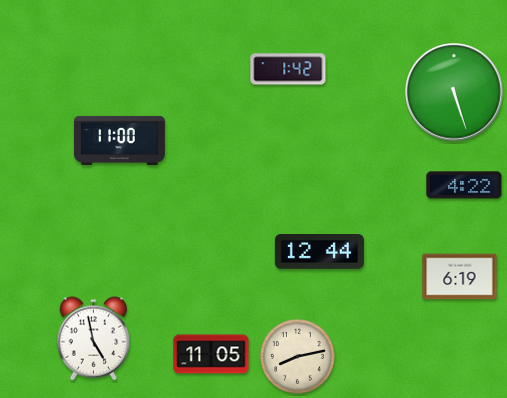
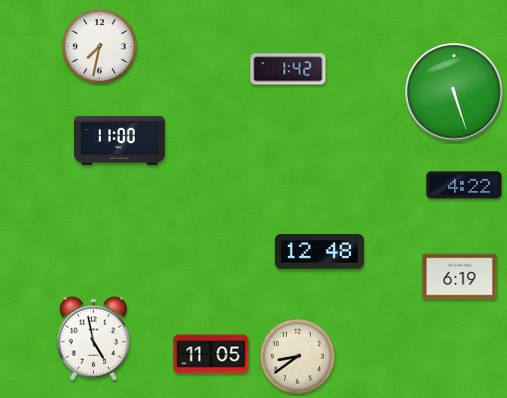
clock at (100, 47): none -> 7:32
clock at (319, 252): 12:44 -> 12:48
clock at (298, 357): 8:13 -> 8:39
